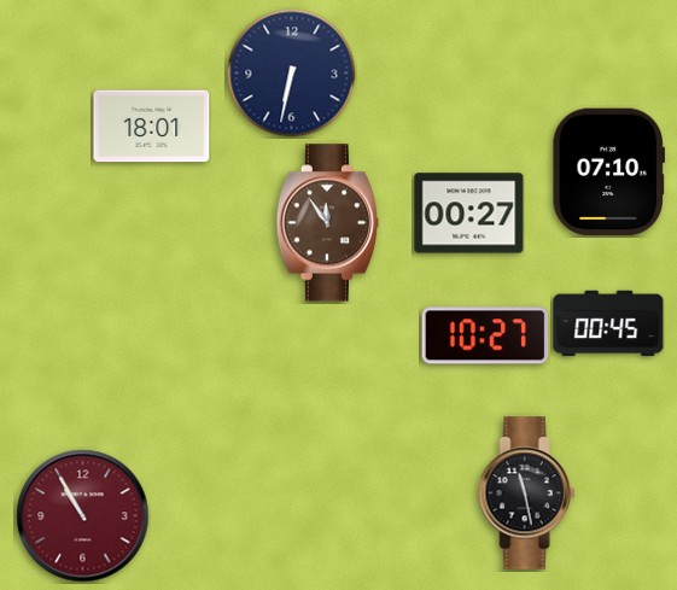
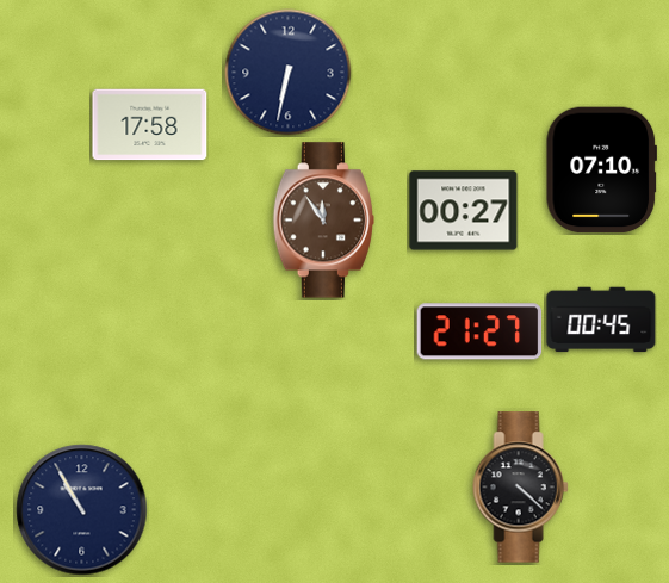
clock at (152, 127): 18:01 -> 17:58
clock at (485, 335): 10:27 -> 21:27
clock at (527, 493): 11:28 -> 4:22
clock at (83, 516) dial: burgundy -> navy
